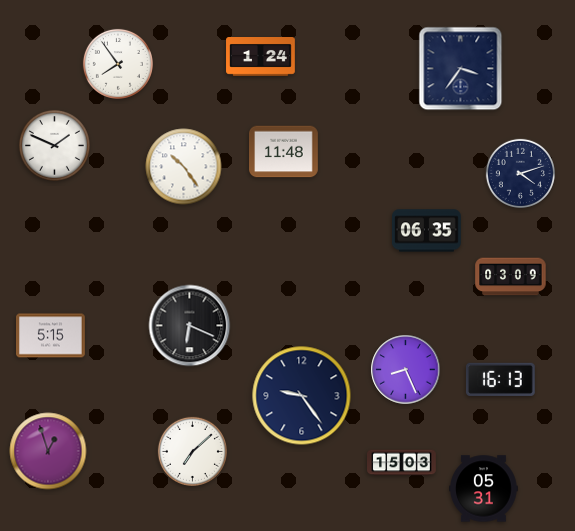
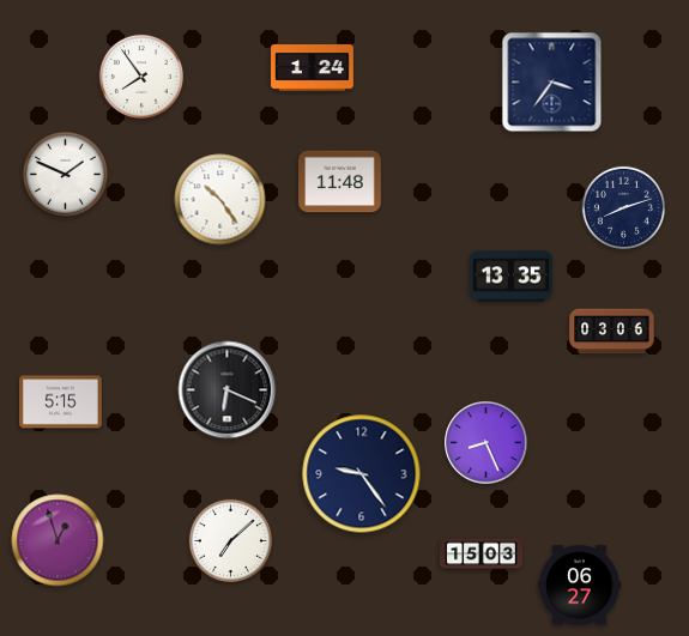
clock at (520, 173): 4:12 -> 8:12
clock at (427, 231): 06:35 -> 13:35
clock at (511, 277): 03:09 -> 03:06
clock at (500, 379): 16:13 -> none
clock at (484, 489): 05:31 -> 06:27
